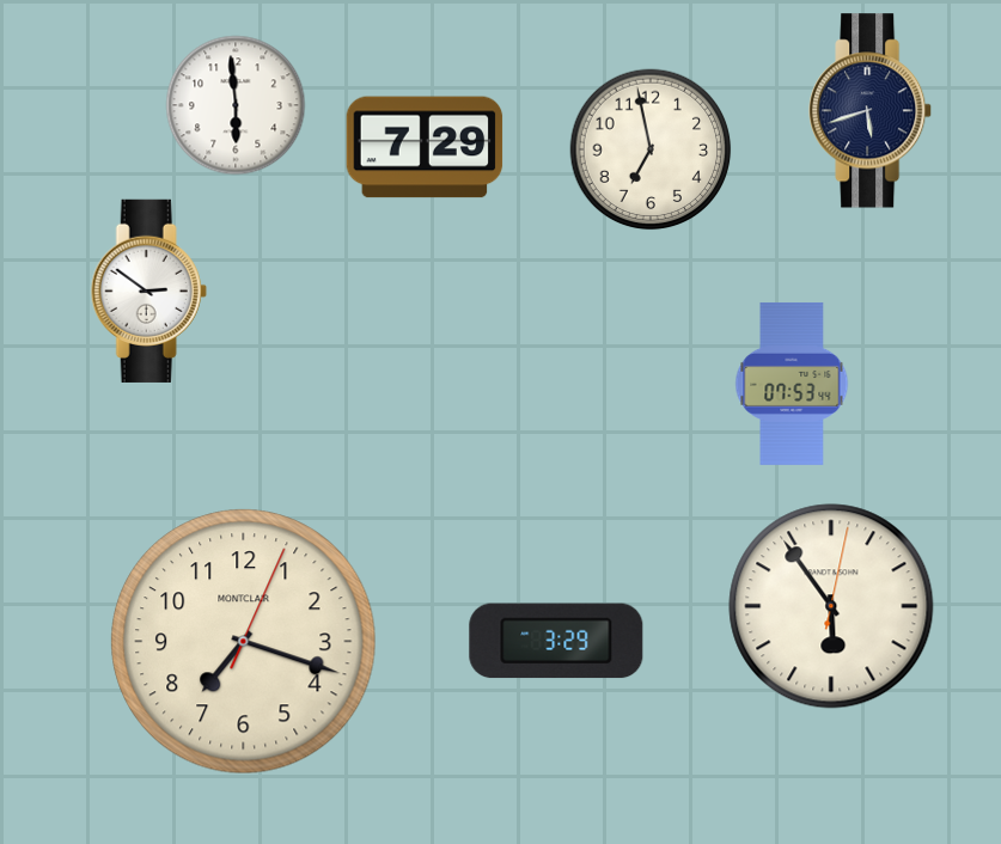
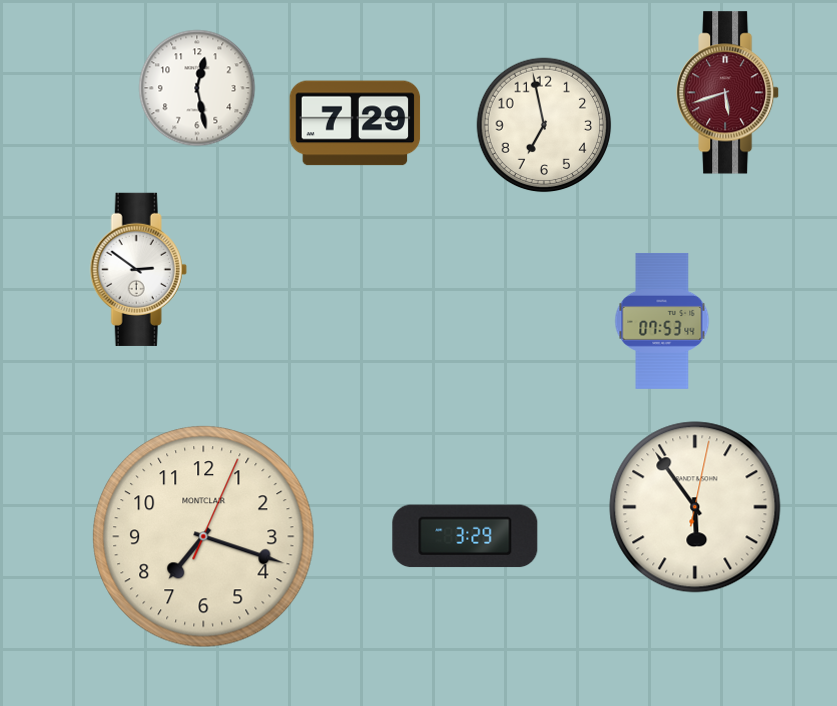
clock at (236, 105): 5:59 -> 12:28
clock at (871, 111) dial: navy -> burgundy
clock at (148, 290) position: (148, 290) -> (138, 269)
